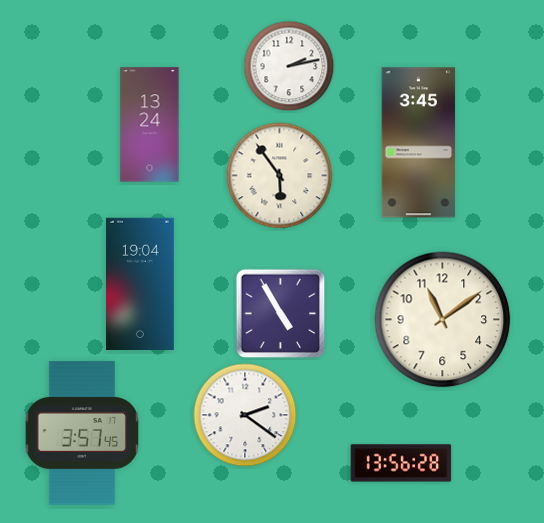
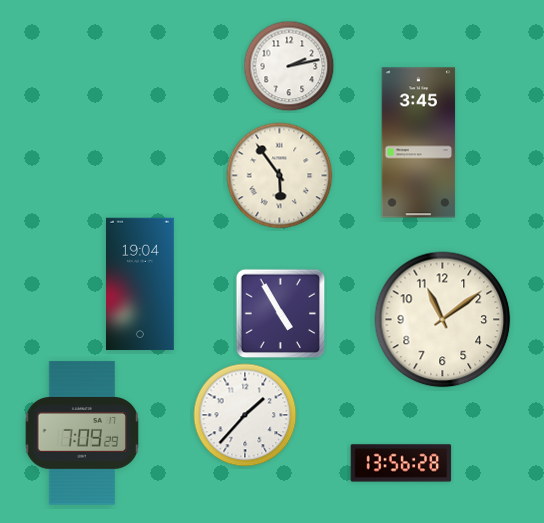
clock at (150, 125): 13:24 -> none
clock at (245, 415): 2:21 -> 1:37
clock at (81, 433): 3:57 -> 7:09
